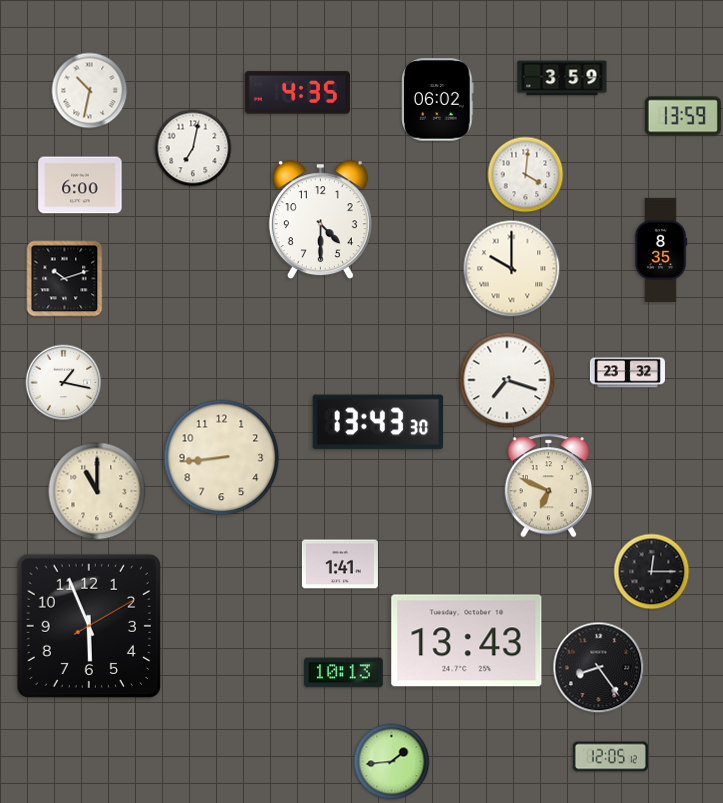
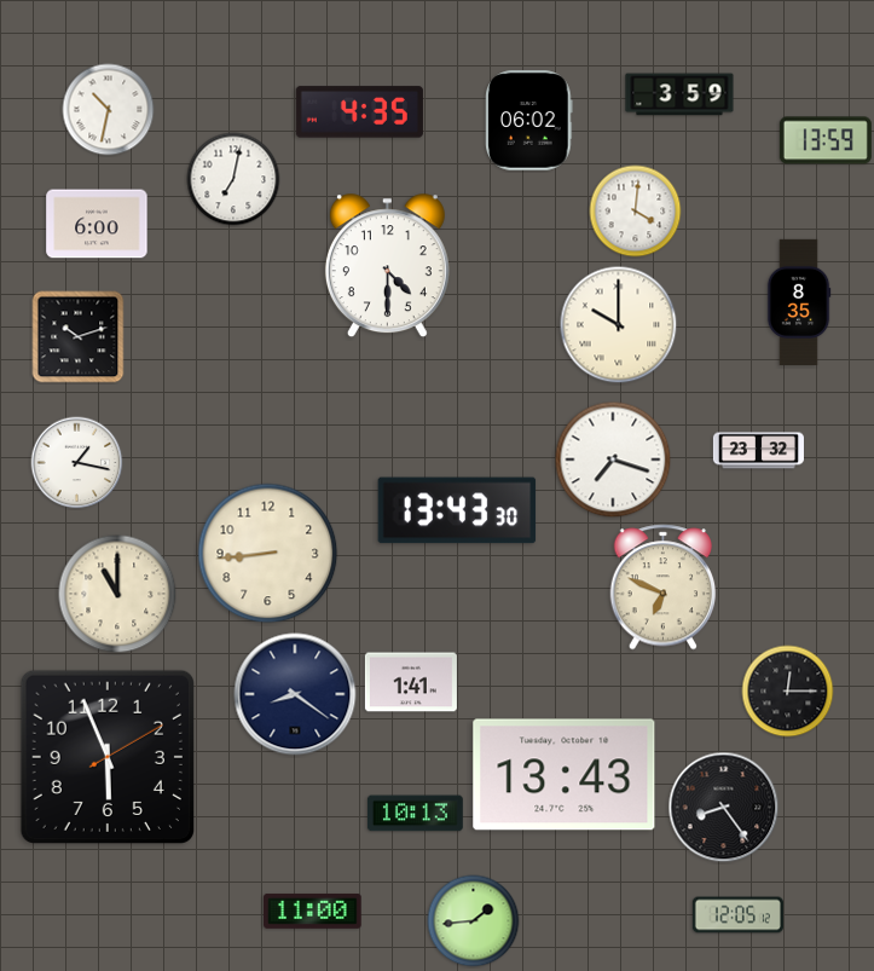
clock at (295, 694): none -> 8:21
clock at (313, 911): none -> 11:00
